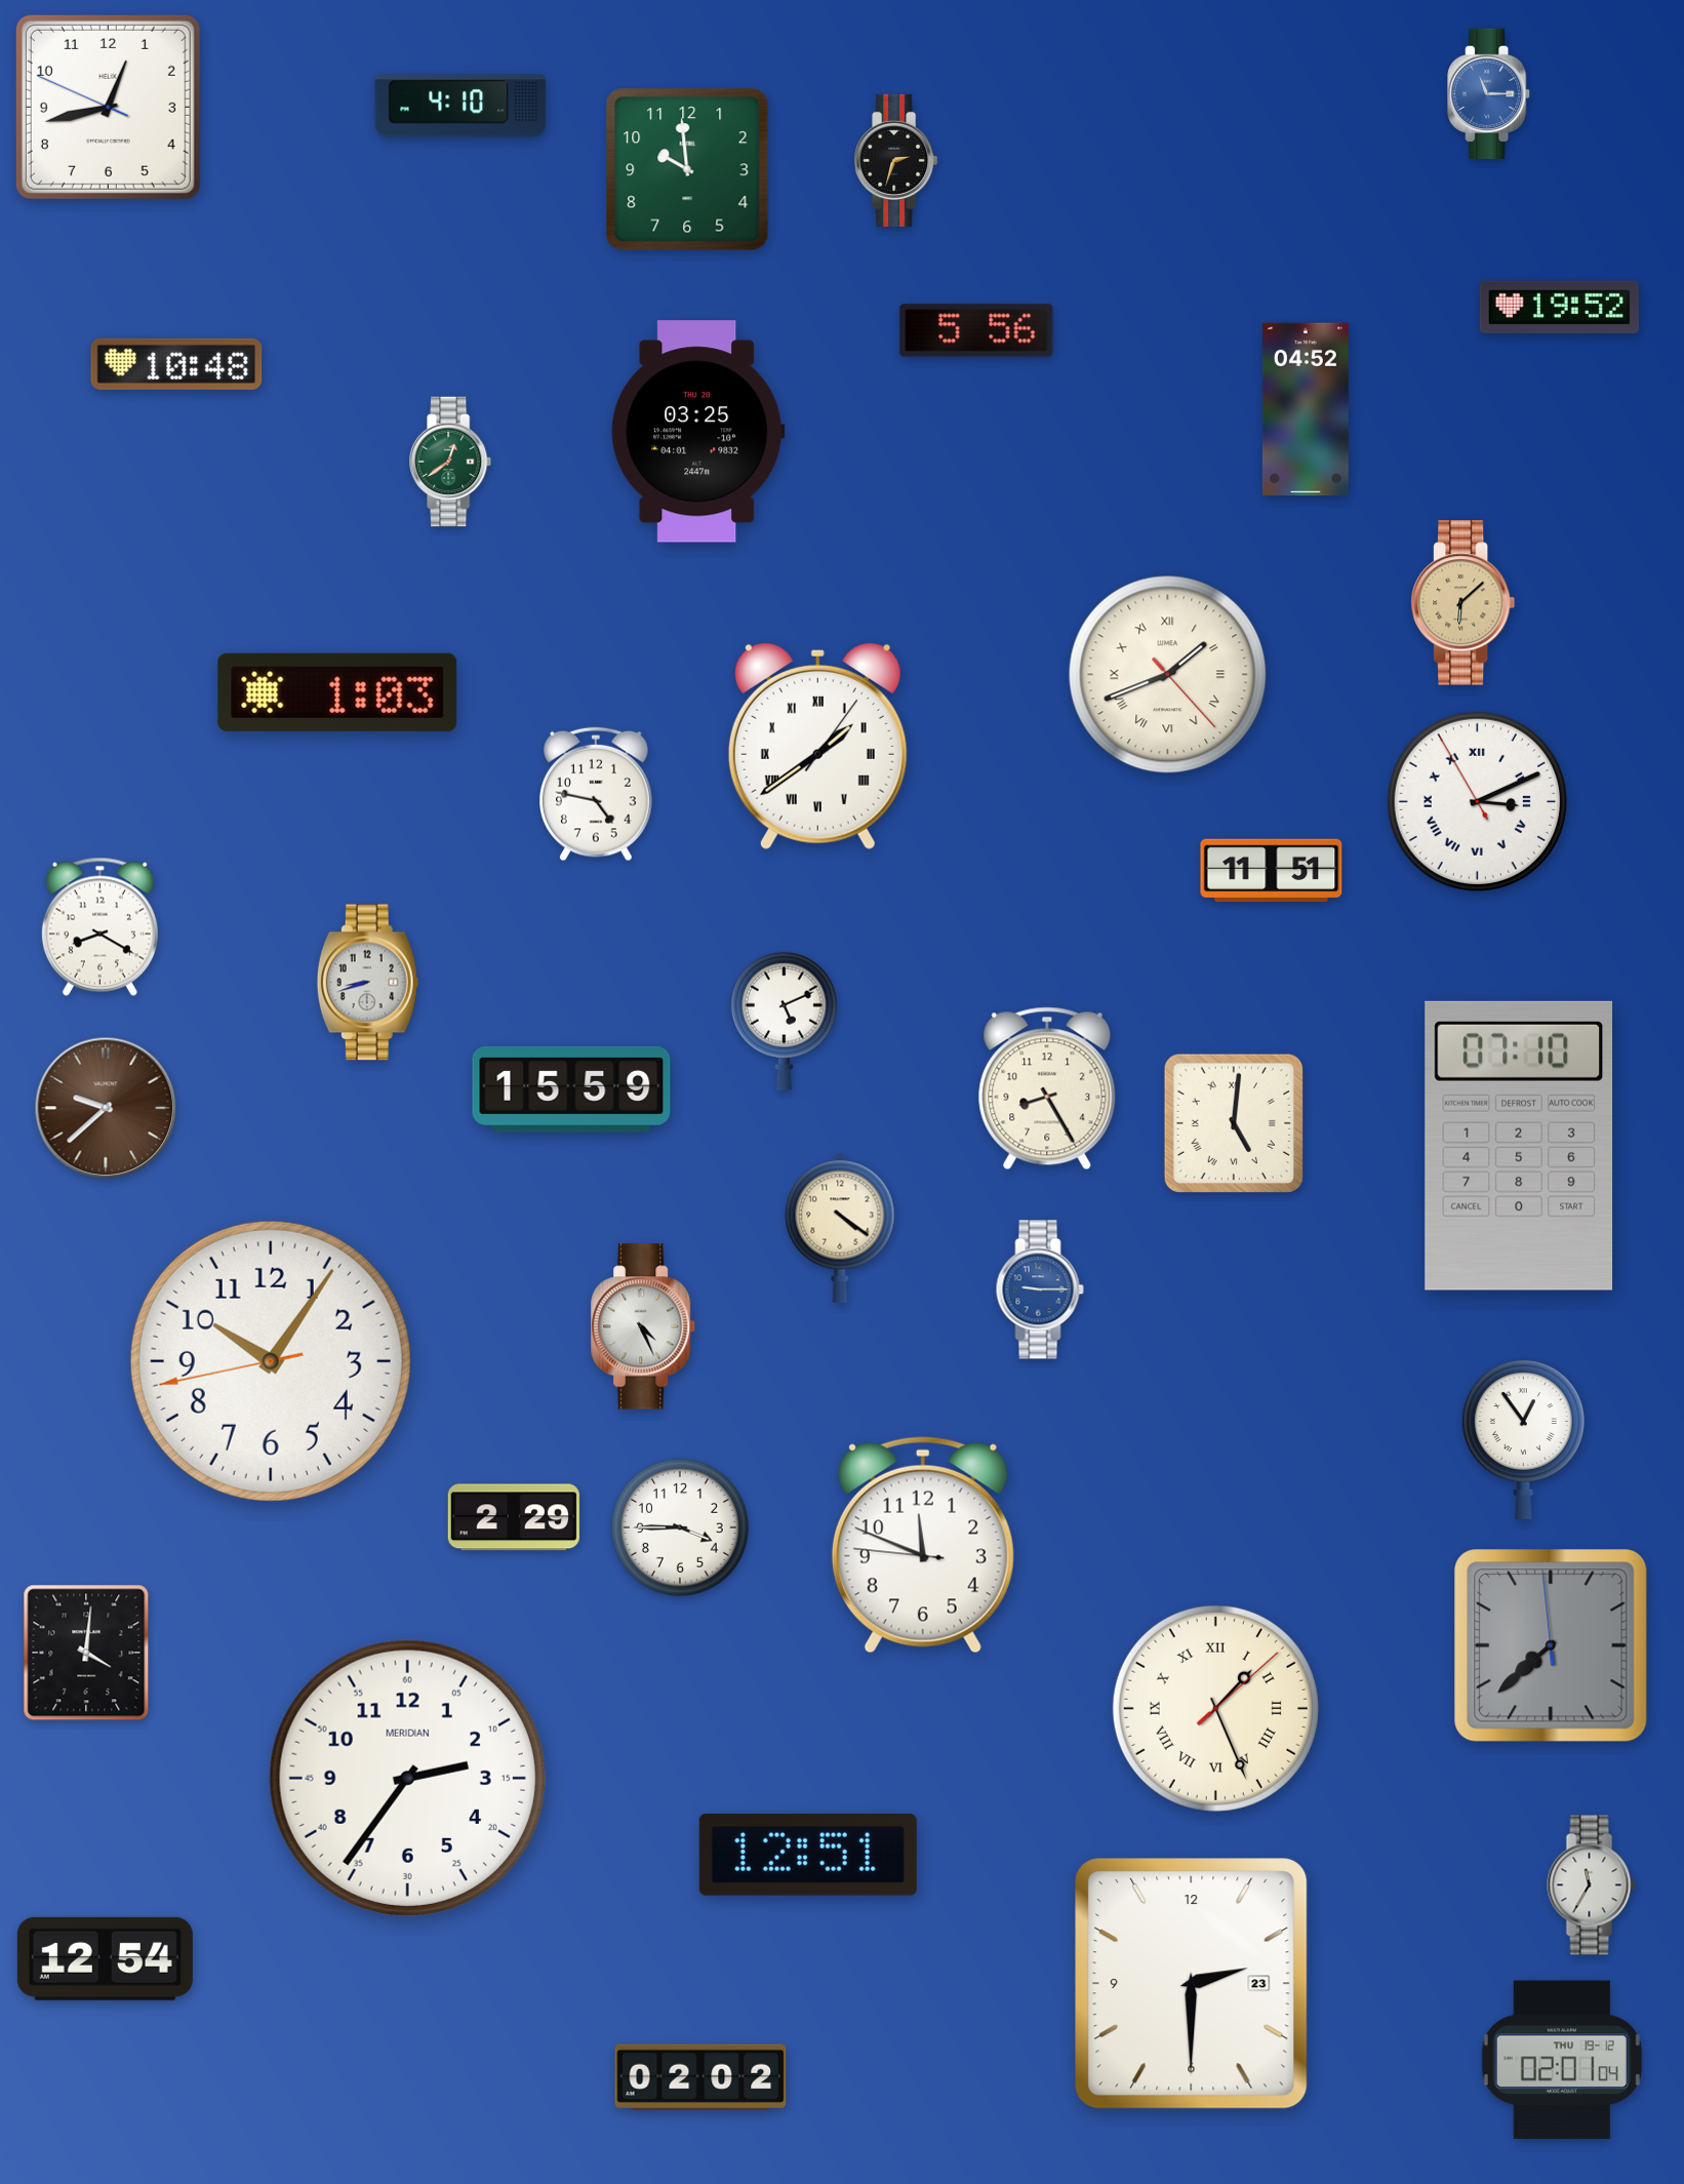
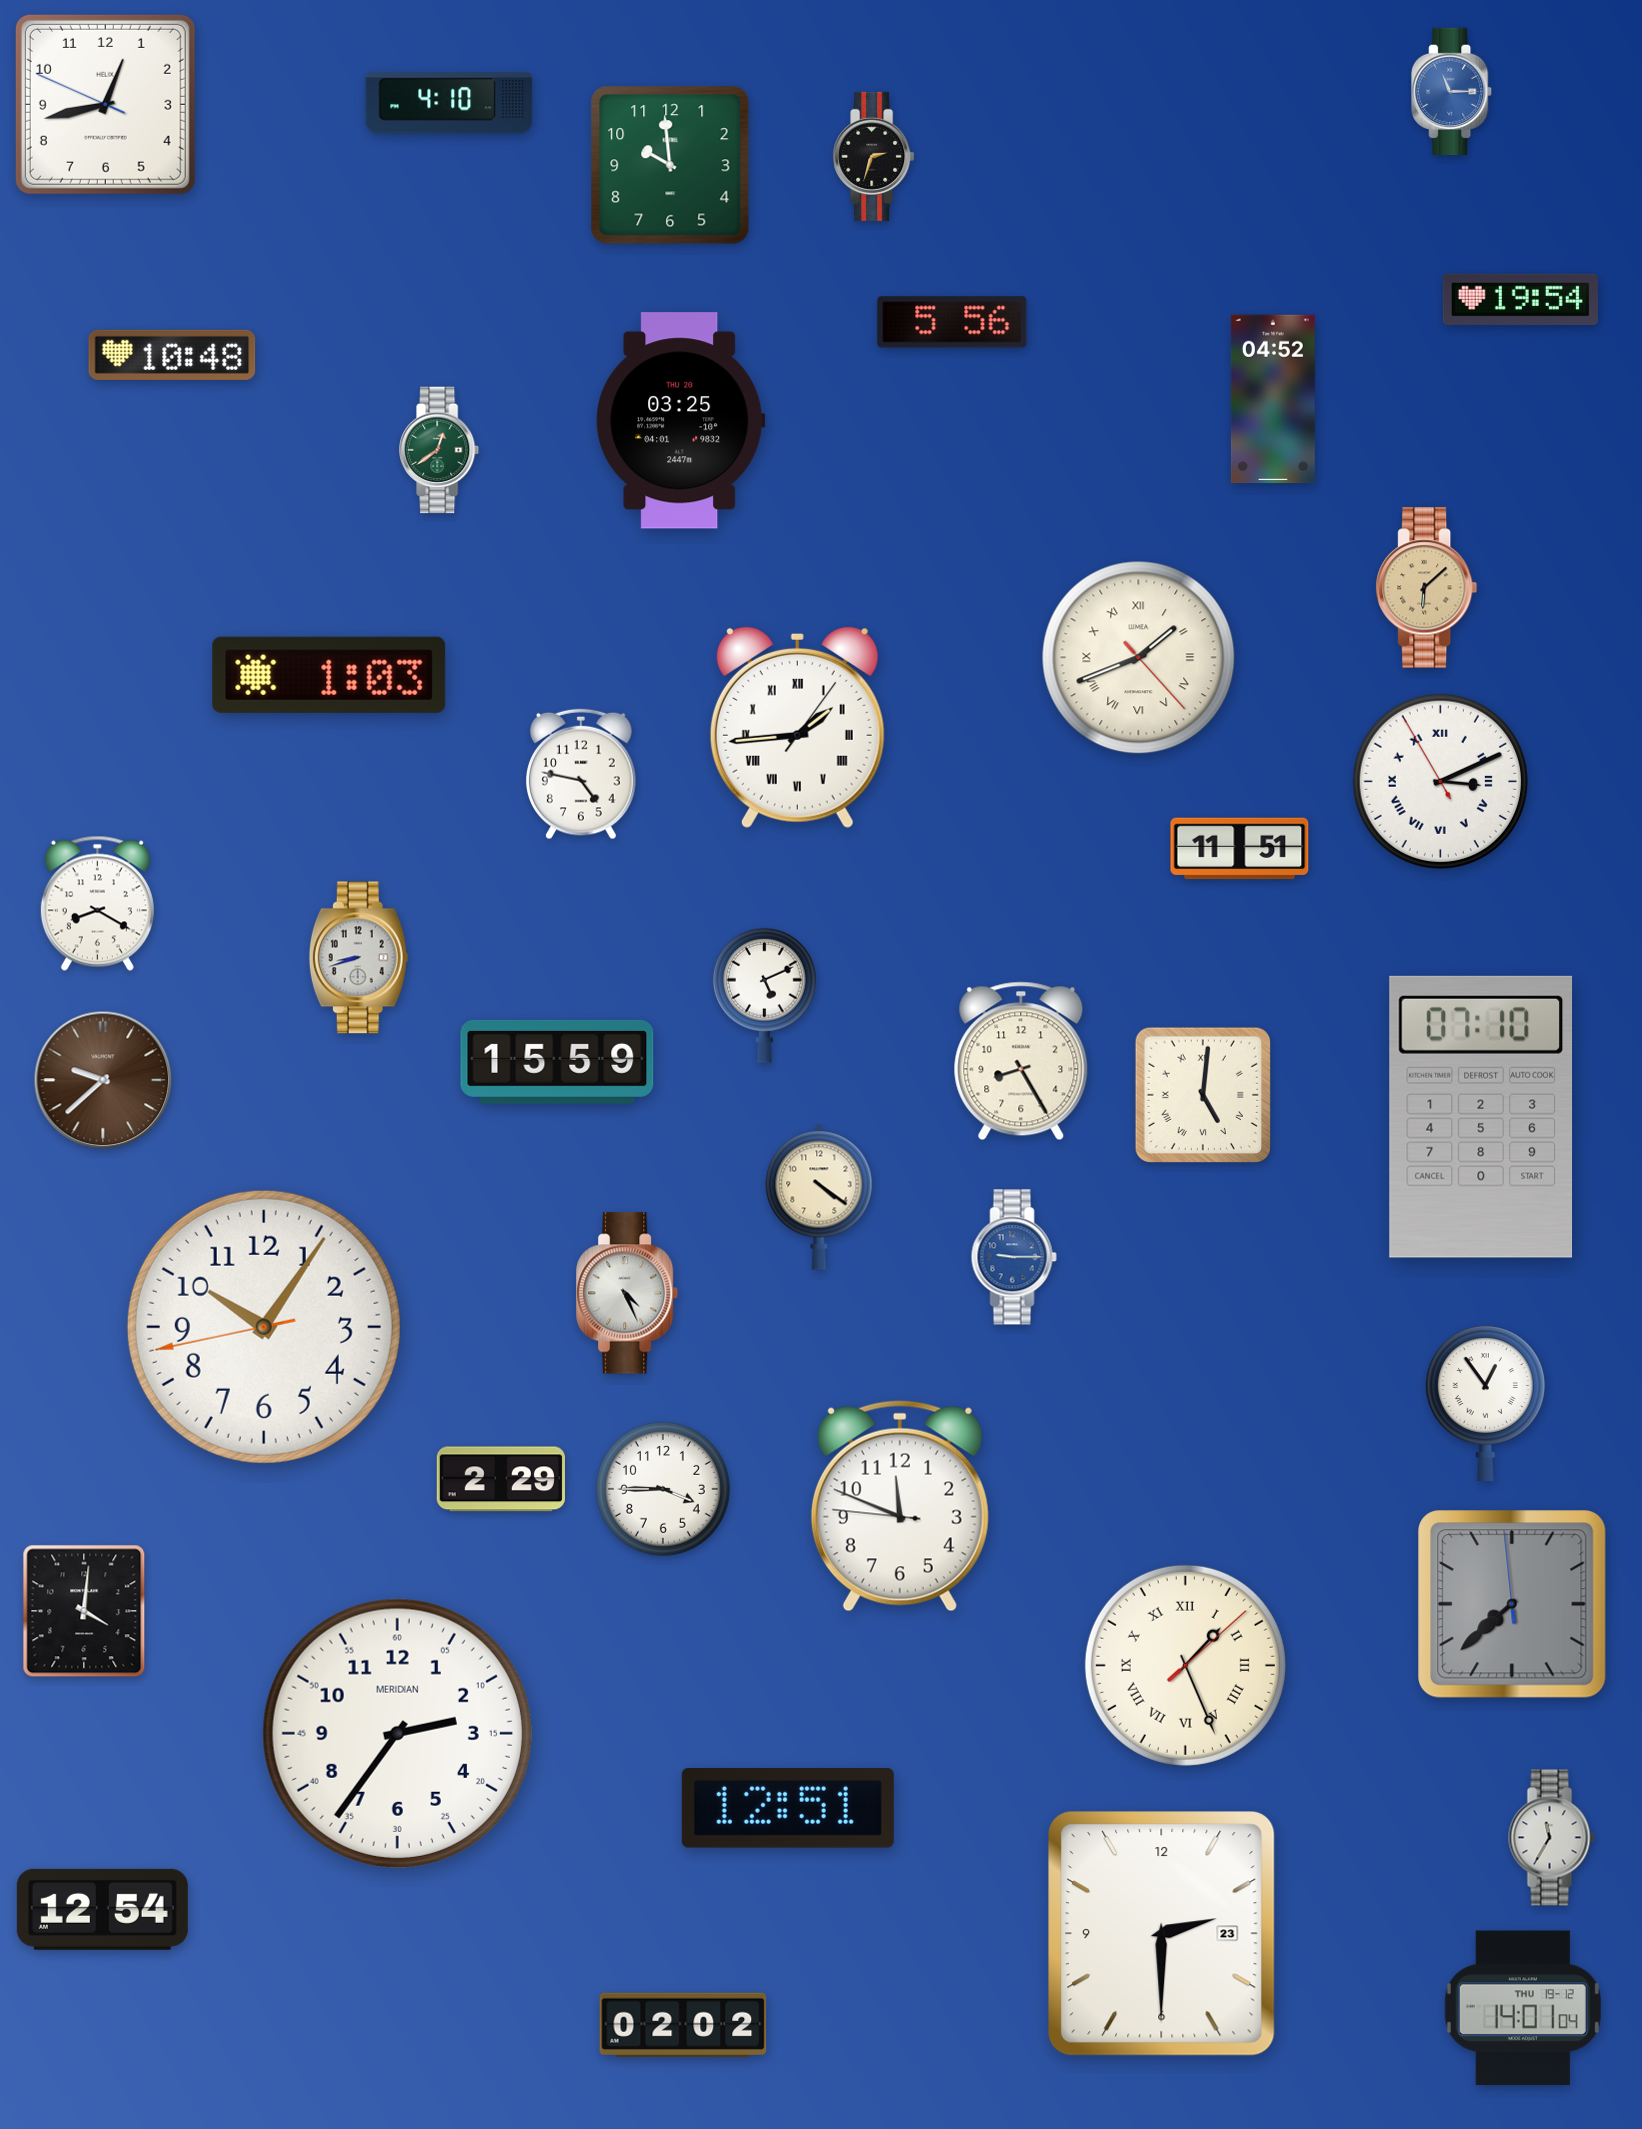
clock at (1559, 307): 19:52 -> 19:54
clock at (817, 746): 1:39 -> 1:44
clock at (1562, 2060): 02:01 -> 14:01
